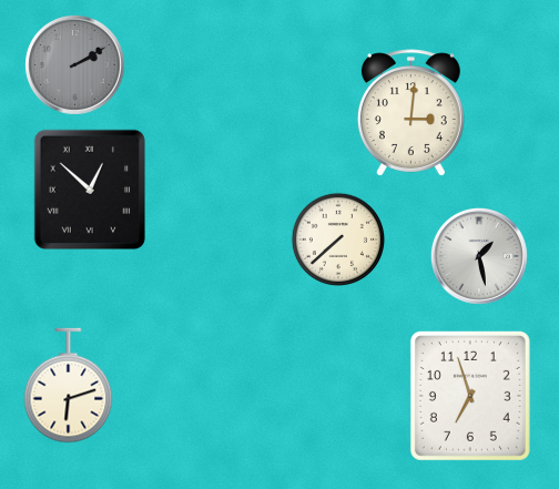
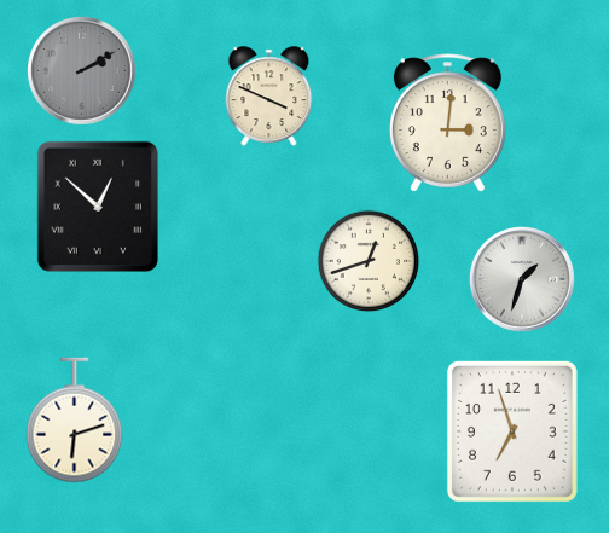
clock at (269, 97): none -> 3:49
clock at (338, 240): 7:38 -> 12:42
clock at (479, 256): 1:28 -> 1:33
